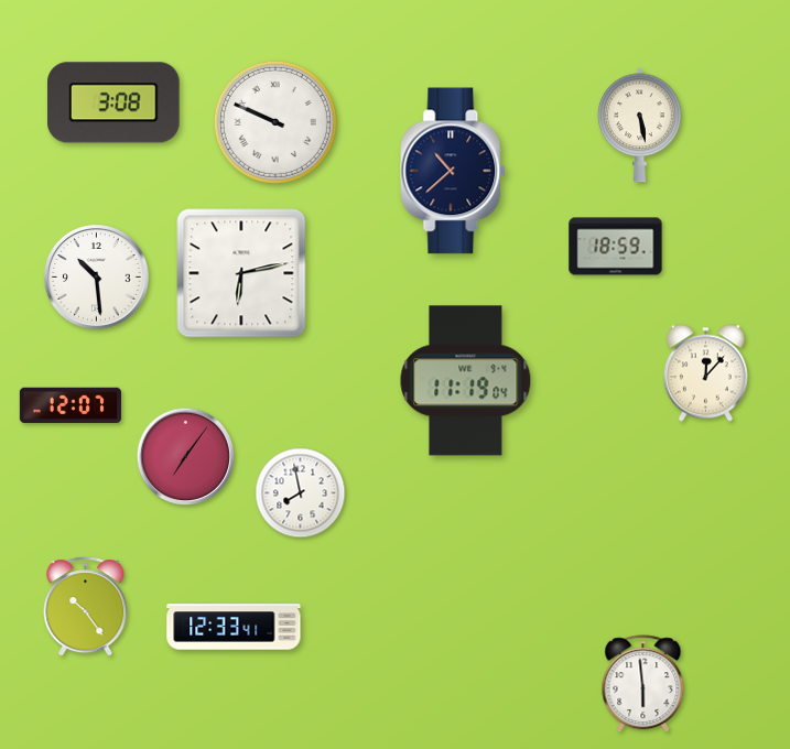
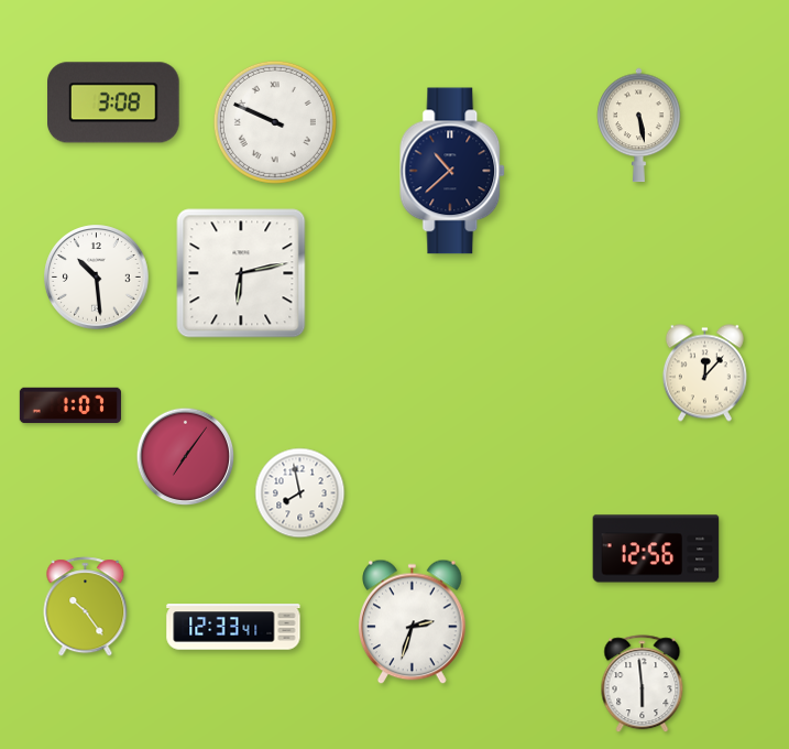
clock at (616, 247): 18:59 -> none
clock at (466, 381): 11:19 -> none
clock at (71, 405): 12:07 -> 1:07
clock at (656, 549): none -> 12:56
clock at (413, 622): none -> 2:33
